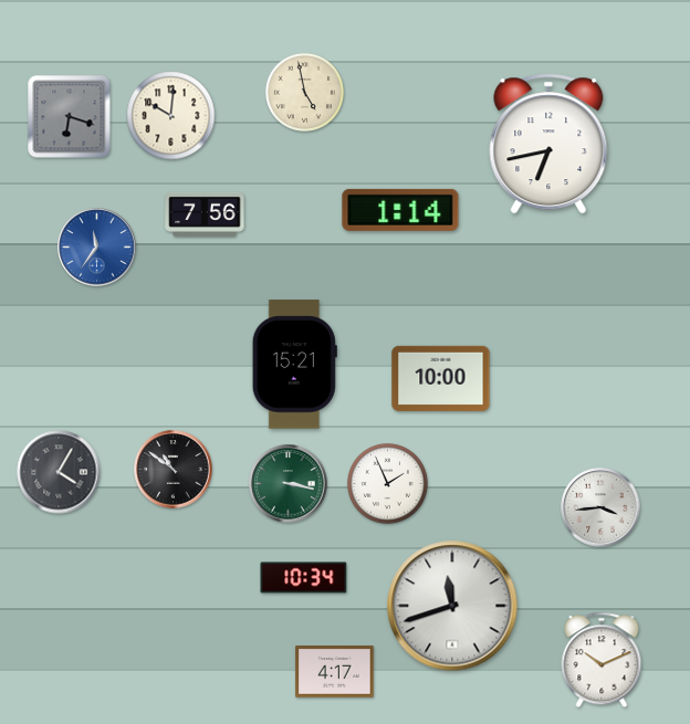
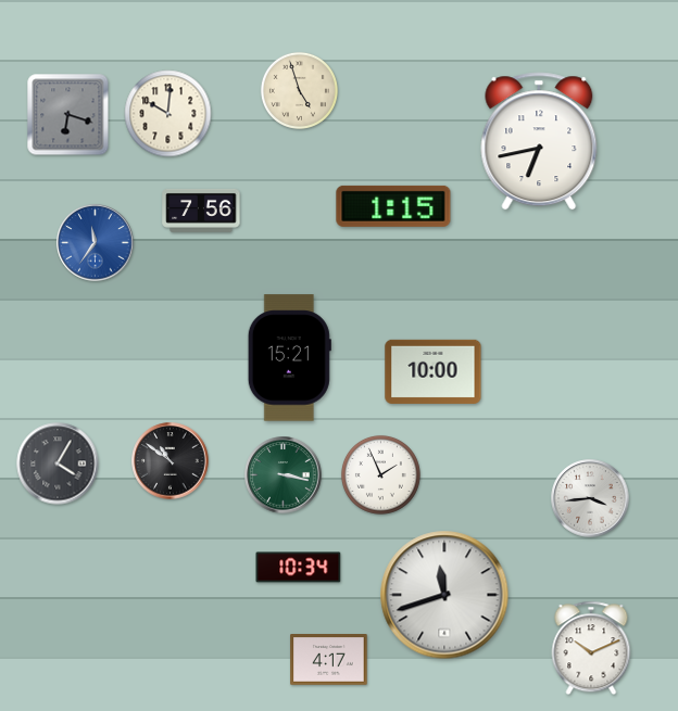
clock at (304, 92): 4:58 -> 4:57
clock at (400, 210): 1:14 -> 1:15
